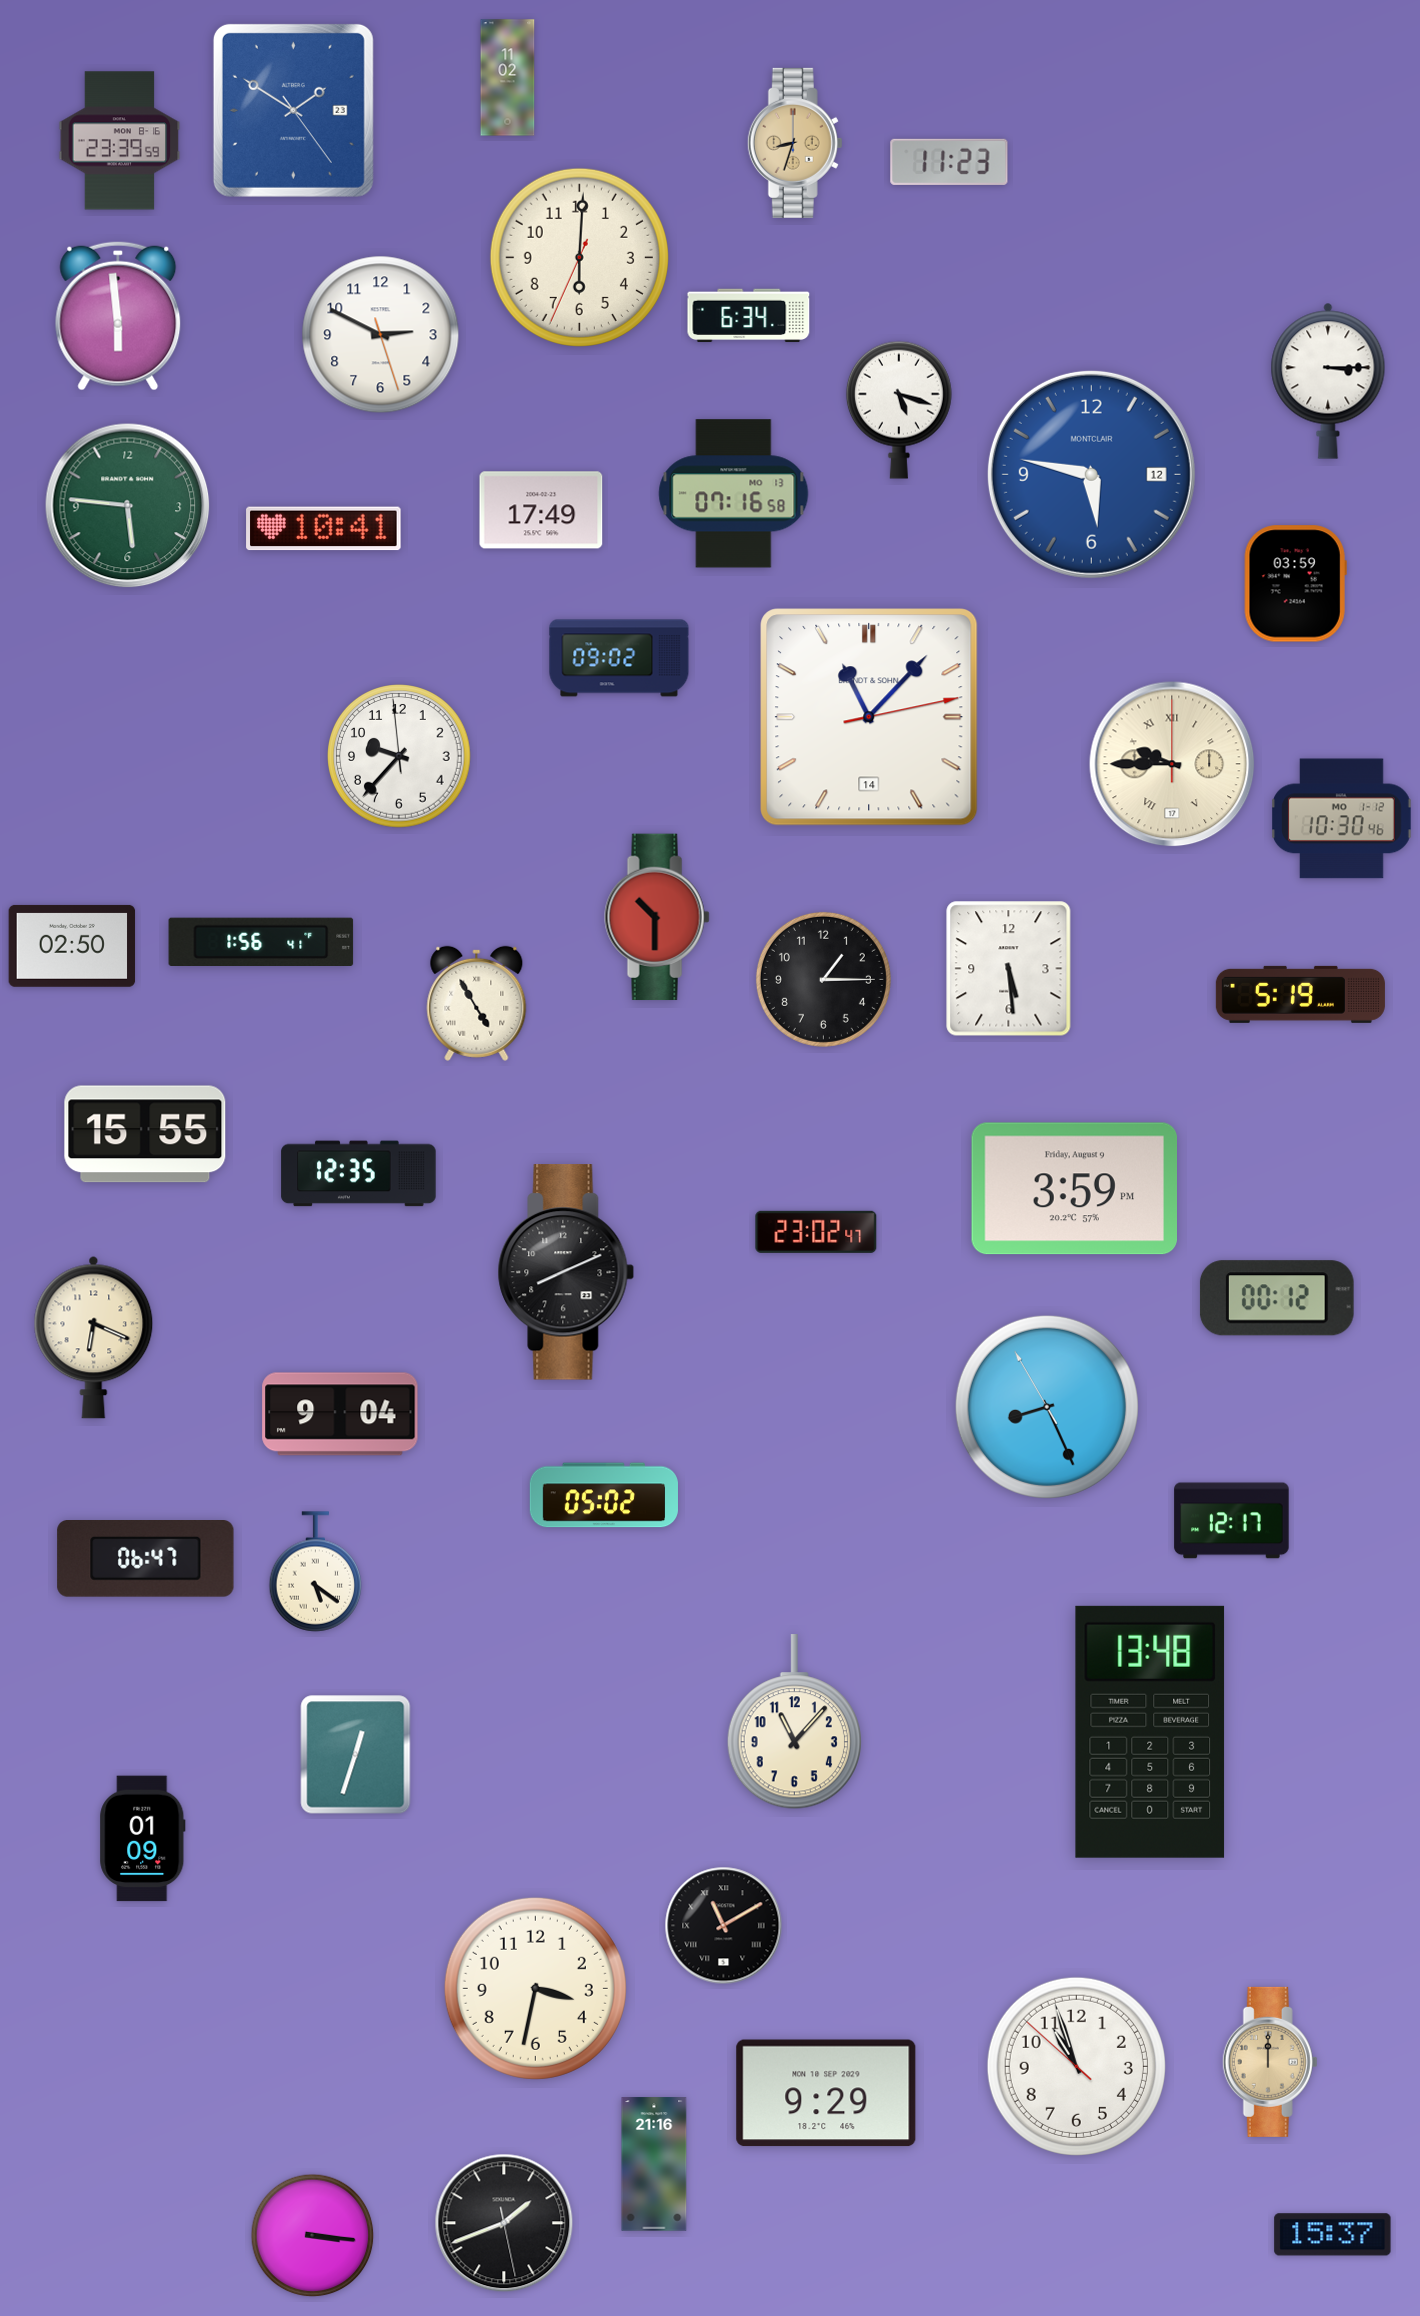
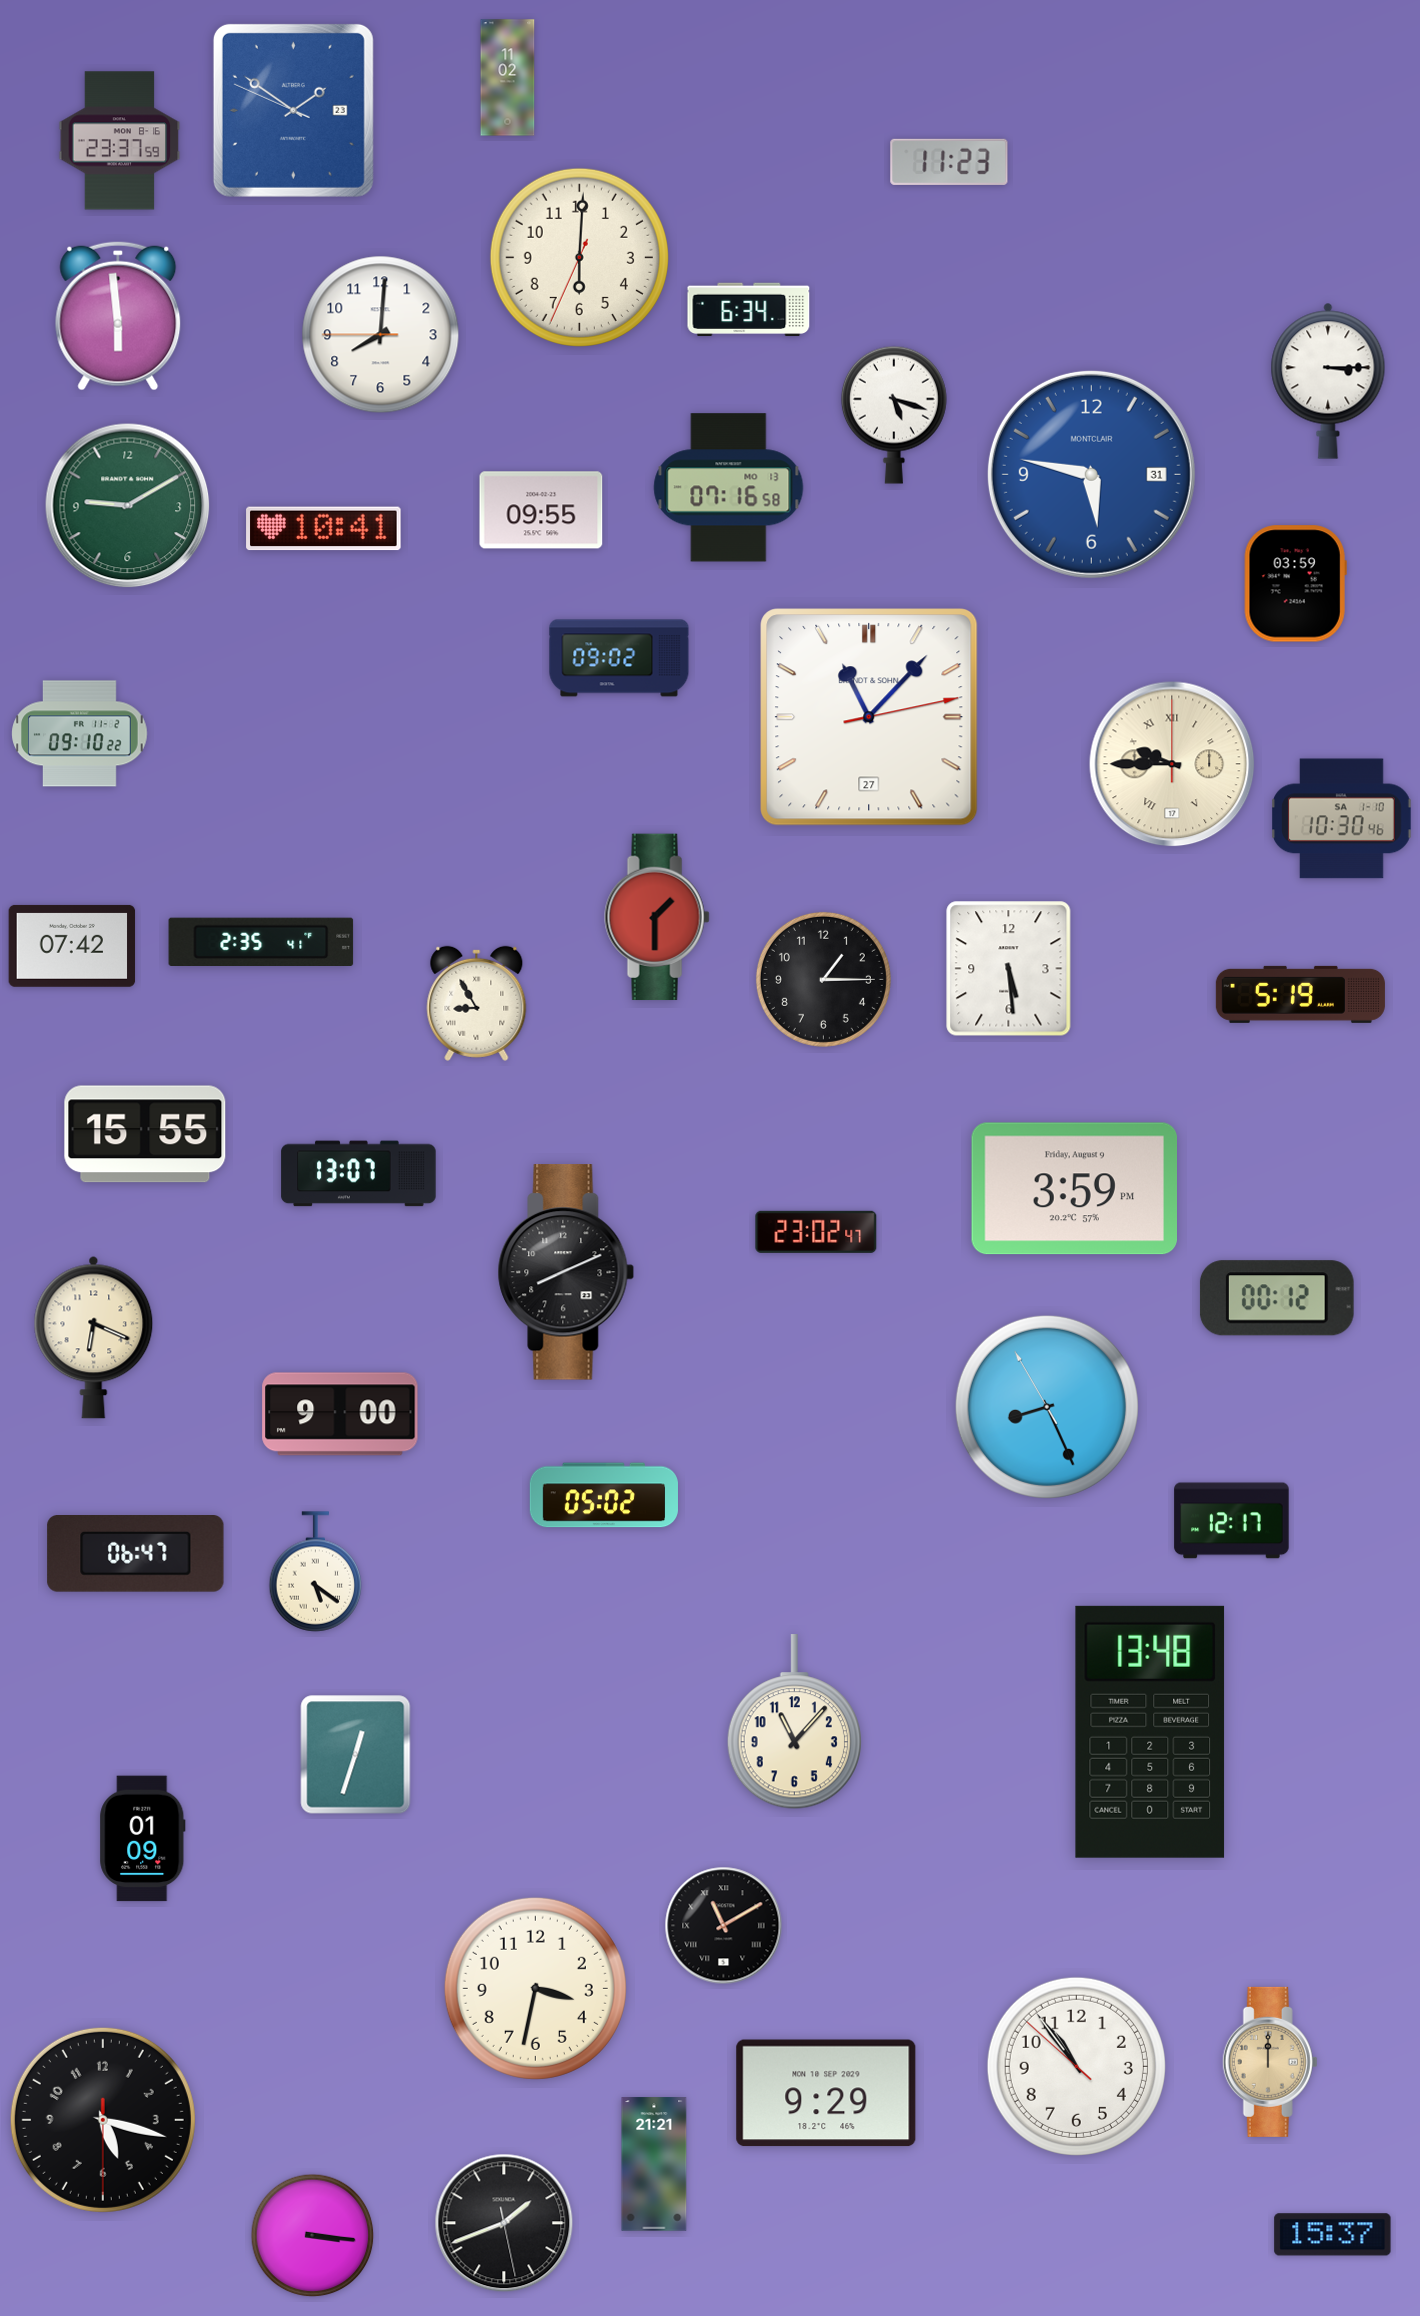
clock at (293, 110): 1:50:24 -> 1:50:49
clock at (120, 141): 23:39 -> 23:37
clock at (795, 143): 8:33 -> none
clock at (749, 316) position: (749, 316) -> (749, 310)
clock at (381, 335): 2:49 -> 8:00
clock at (899, 410) position: (899, 410) -> (894, 415)
clock at (1091, 474) date: 12 -> 31
clock at (734, 494) position: (734, 494) -> (729, 488)
clock at (128, 506): 5:46 -> 9:10
clock at (541, 510): 17:49 -> 09:55
clock at (869, 717) date: 14 -> 27
clock at (80, 734): none -> 09:10
clock at (399, 756): 9:36 -> none
clock at (1342, 819) date: MO 1-12 -> SA 1-10
clock at (657, 917): 10:30 -> 1:30
clock at (261, 942): 1:56 -> 2:35
clock at (72, 946): 02:50 -> 07:42
clock at (477, 1003): 4:55 -> 8:55
clock at (359, 1174): 12:35 -> 13:07
clock at (340, 1414): 9:04 -> 9:00
clock at (146, 1559) position: (146, 1559) -> (136, 1554)
clock at (1076, 2066): 10:56 -> 10:53
clock at (103, 2120): none -> 5:17
clock at (654, 2164): 21:16 -> 21:21
